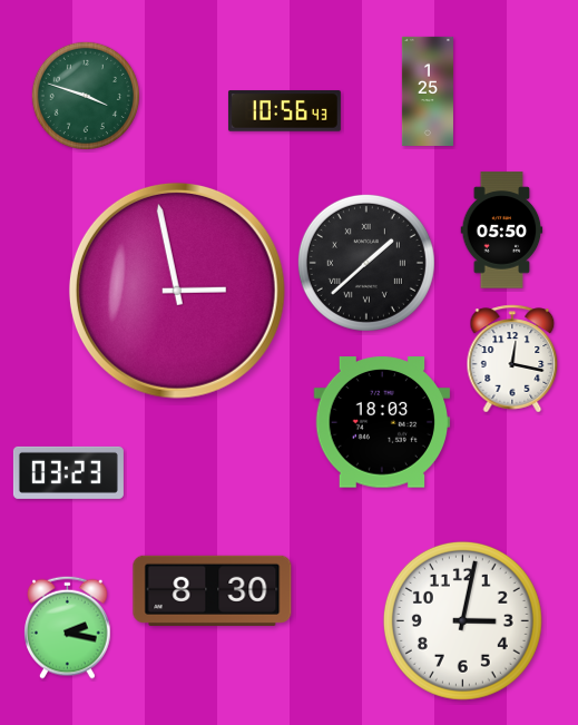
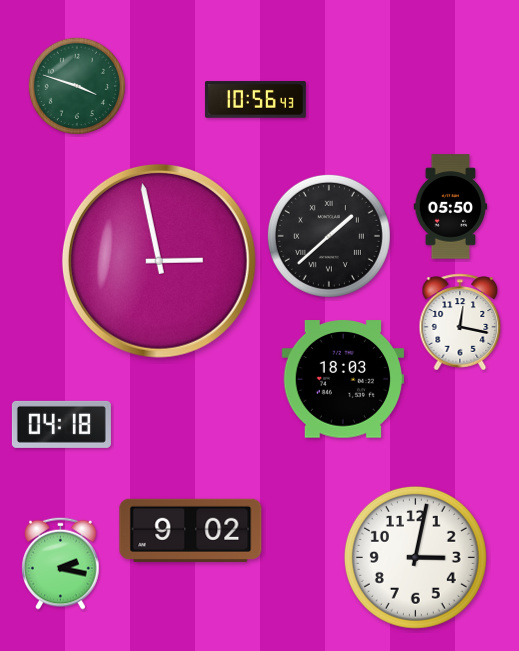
clock at (428, 91): 1:25 -> none
clock at (68, 472): 03:23 -> 04:18
clock at (213, 590): 8:30 -> 9:02
